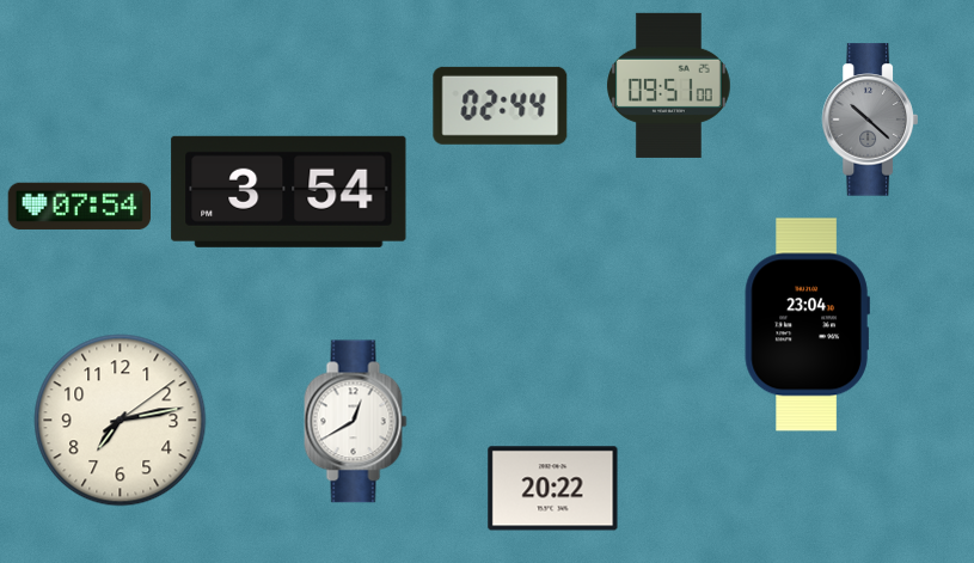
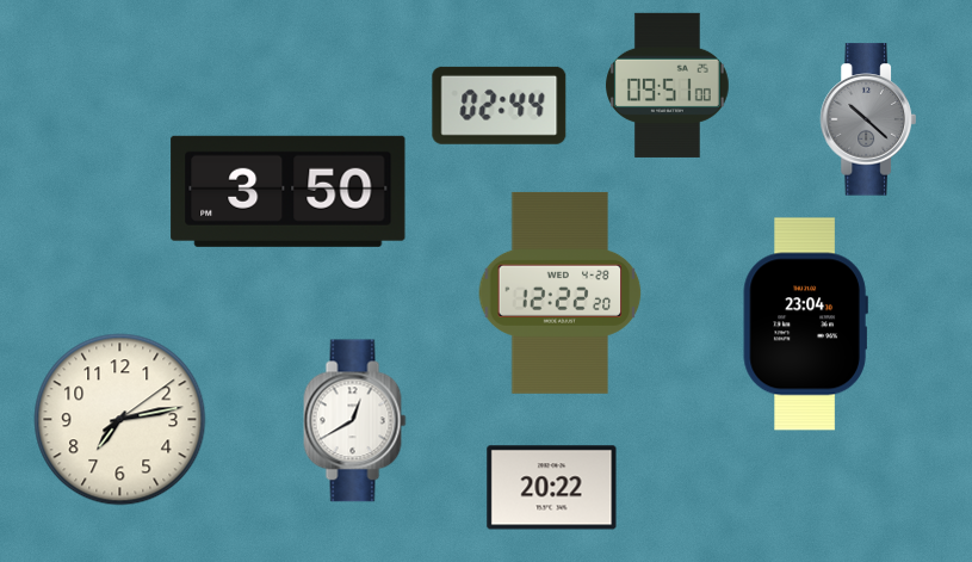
clock at (289, 191): 3:54 -> 3:50
clock at (79, 206): 07:54 -> none
clock at (561, 292): none -> 12:22
